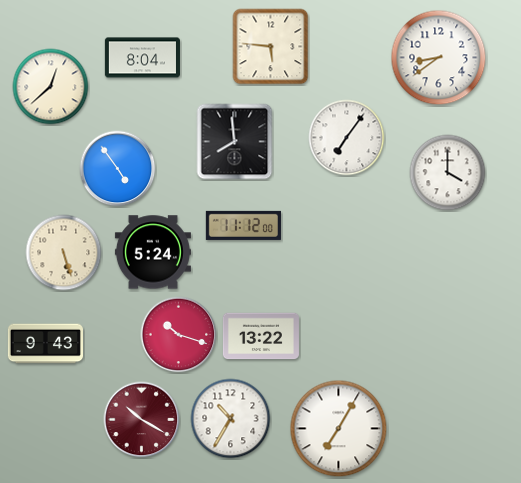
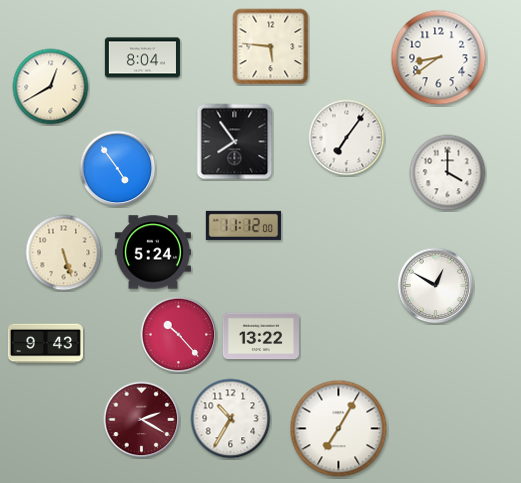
clock at (51, 87): 12:38 -> 12:40
clock at (235, 142): 7:59 -> 7:54
clock at (436, 286): none -> 12:50
clock at (179, 335): 10:18 -> 10:23
clock at (142, 420): 10:20 -> 2:20
